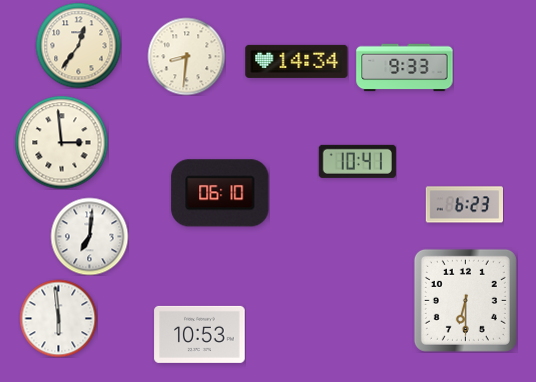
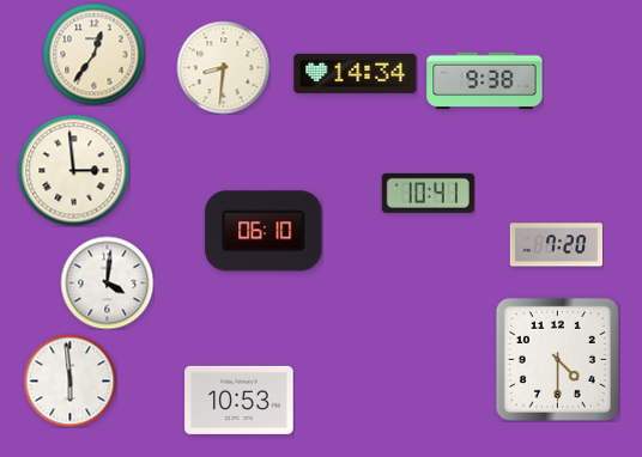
clock at (405, 68): 9:33 -> 9:38
clock at (464, 205): 6:23 -> 7:20
clock at (89, 236): 7:01 -> 4:01
clock at (465, 300): 6:30 -> 4:30
